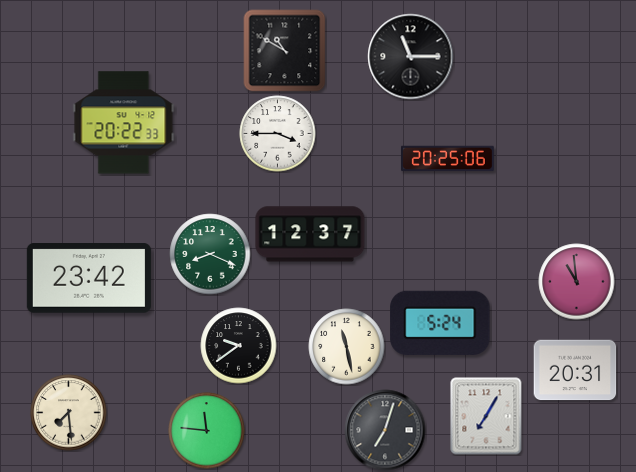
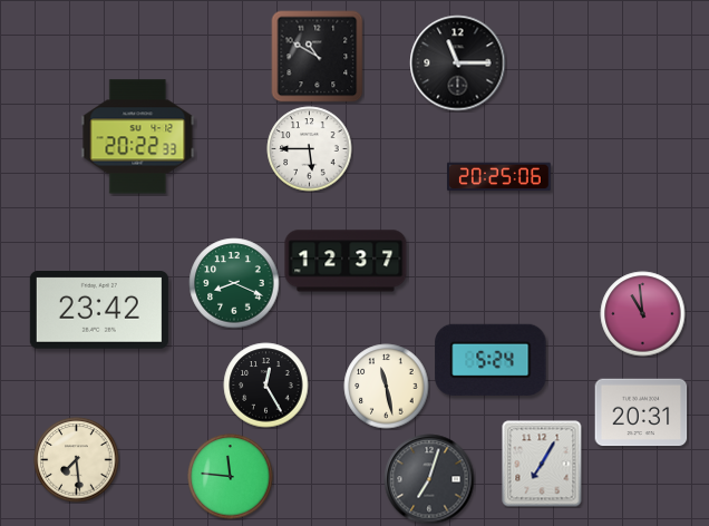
clock at (278, 134): 3:45 -> 5:45
clock at (239, 346): 9:39 -> 12:25
clock at (207, 431) position: (207, 431) -> (231, 477)
